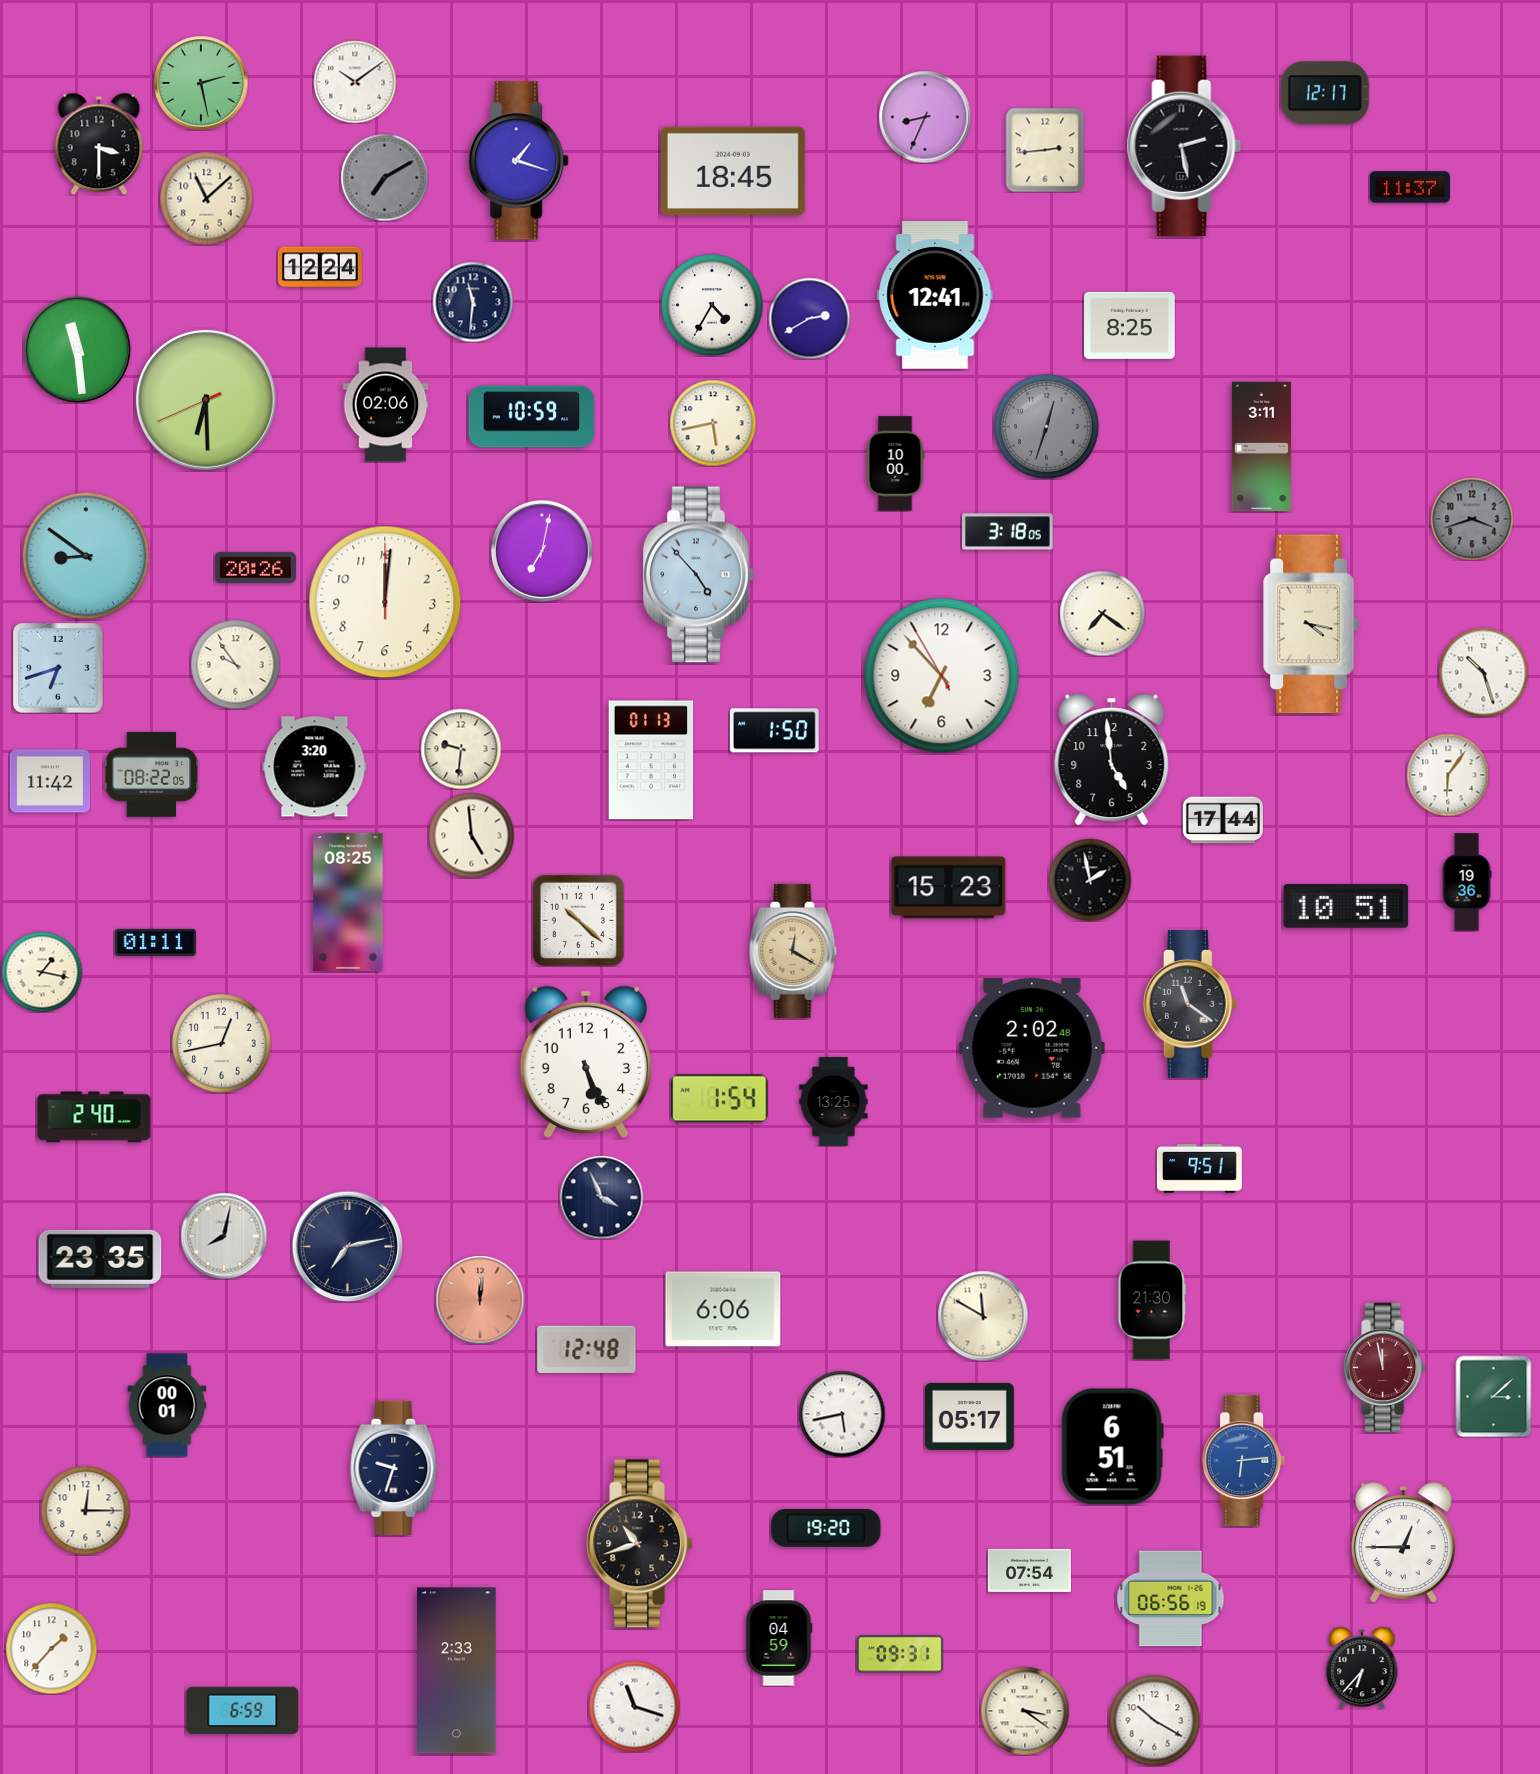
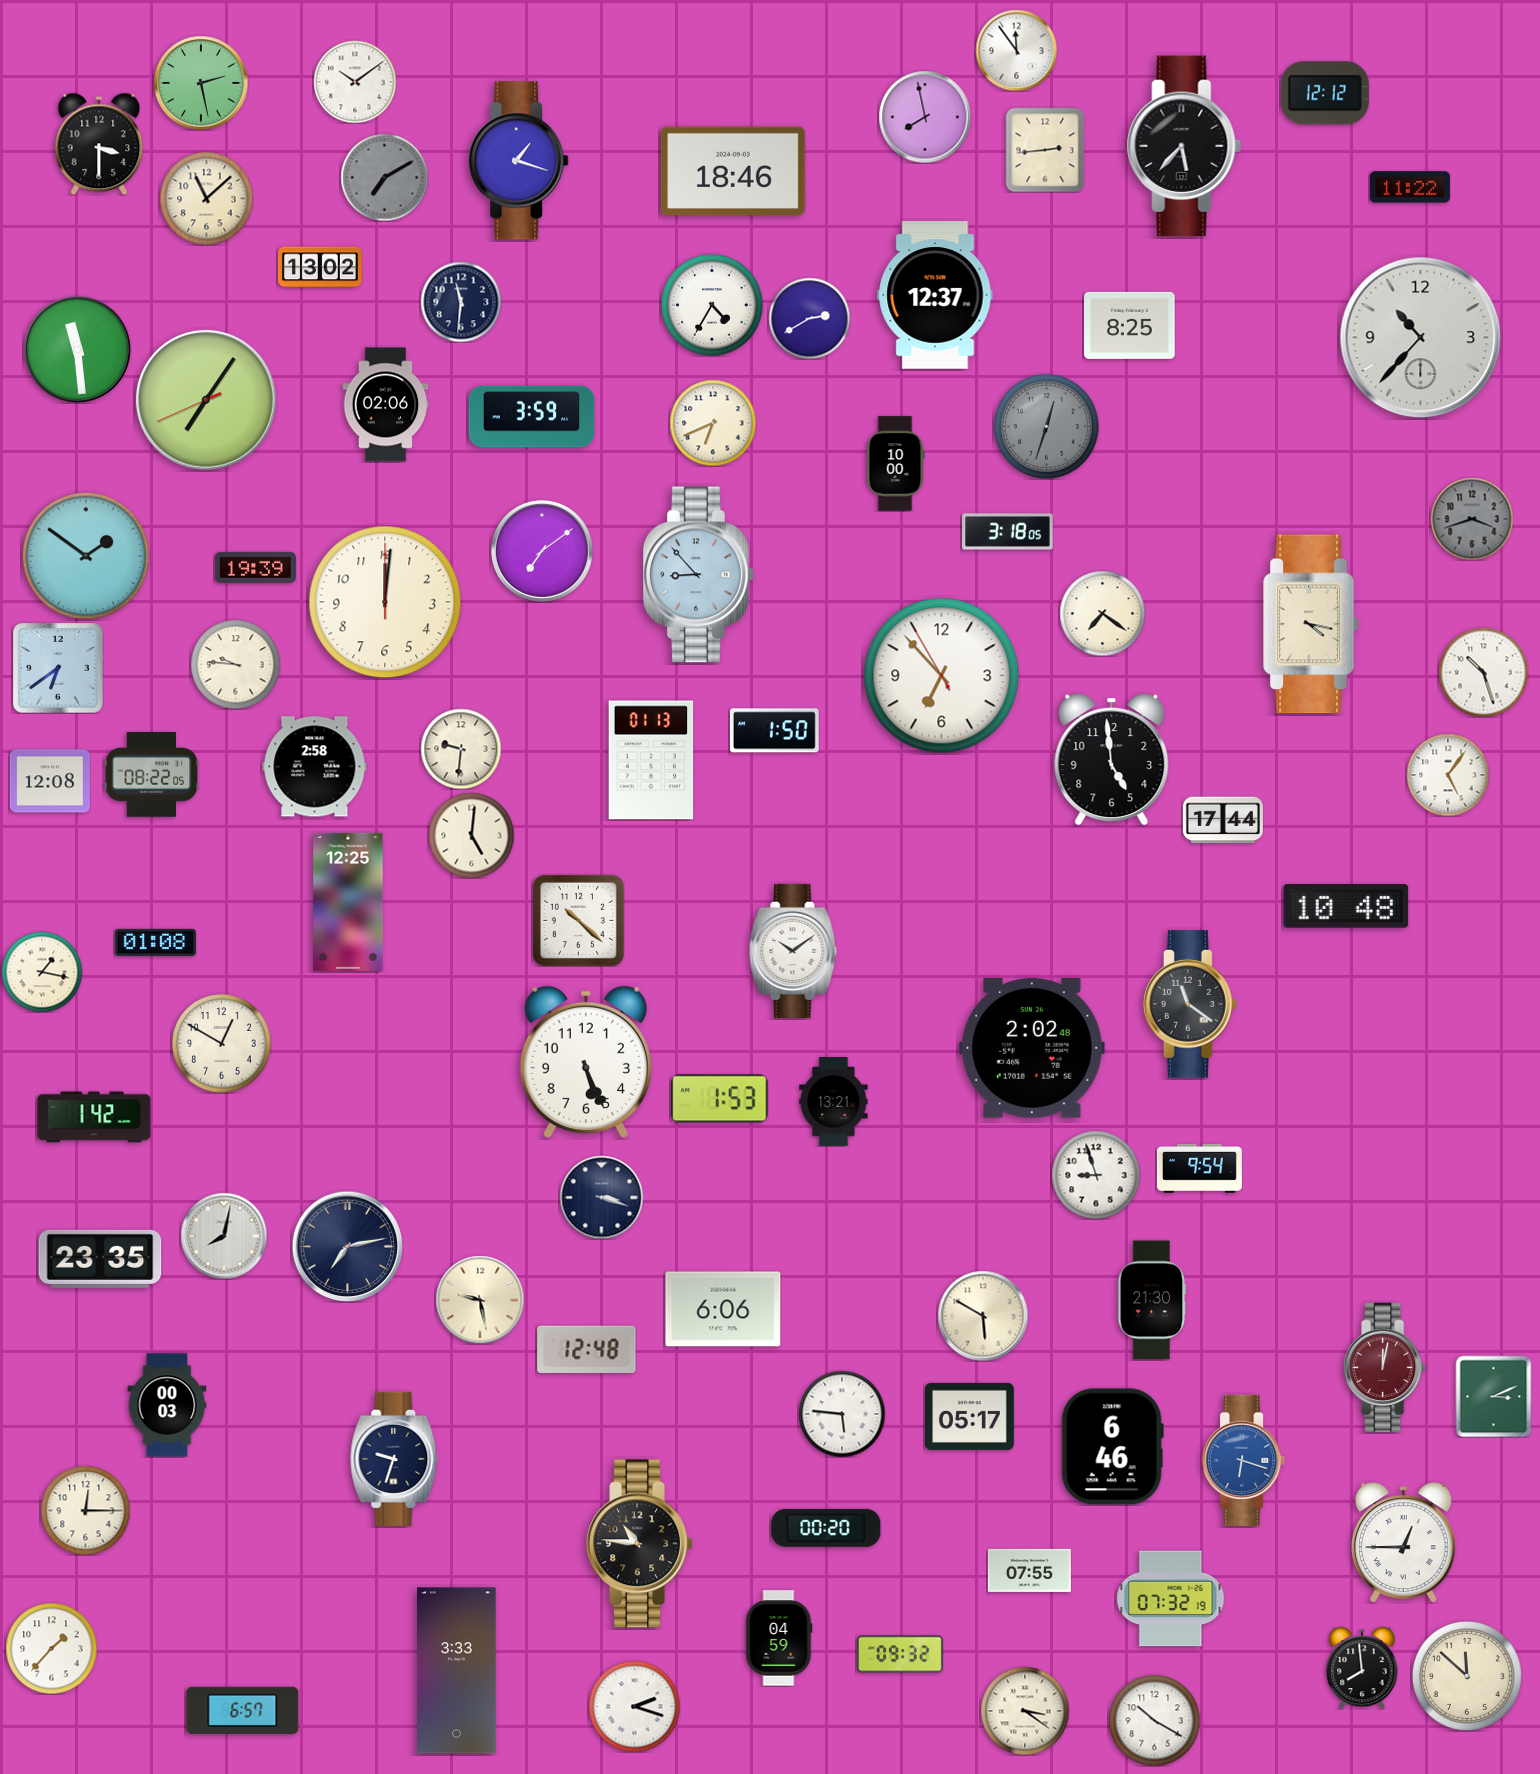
clock at (1016, 50): none -> 11:54
clock at (1325, 93): 12:17 -> 12:12
clock at (925, 117): 8:34 -> 7:58
clock at (1184, 146): 2:28 -> 5:37
clock at (733, 171): 18:45 -> 18:46
clock at (1410, 187): 11:37 -> 11:22
clock at (320, 267): 12:24 -> 13:02
clock at (935, 295): 12:41 -> 12:37
clock at (473, 302) position: (473, 302) -> (461, 302)
clock at (1421, 338): none -> 10:37
clock at (206, 400): 6:29 -> 7:05
clock at (532, 417): 10:59 -> 3:59
clock at (713, 423): 5:43 -> 6:41
clock at (1261, 447): 3:11 -> none
clock at (542, 551): 7:02 -> 7:09
clock at (85, 555): 8:51 -> 1:51
clock at (255, 567): 20:26 -> 19:39
clock at (699, 575): 4:53 -> 8:53
clock at (235, 664): 9:54 -> 9:46
clock at (58, 668): 6:42 -> 6:39
clock at (315, 767): 3:20 -> 2:58
clock at (1448, 775): 6:06 -> 5:06
clock at (50, 781): 11:42 -> 12:08
clock at (471, 835): 4:59 -> 5:01
clock at (1090, 880): 1:58 -> none
clock at (1467, 882): 19:36 -> none
clock at (949, 888): 15:23 -> none
clock at (348, 902): 08:25 -> 12:25
clock at (1346, 907): 10:51 -> 10:48
clock at (155, 942): 01:11 -> 01:08
clock at (793, 951): 12:20 -> 10:09
clock at (793, 951) dial: champagne -> white
clock at (222, 1044): 12:43 -> 12:50
clock at (720, 1099): 1:54 -> 1:53
clock at (834, 1102): 13:25 -> 13:21
clock at (94, 1117): 2:40 -> 1:42
clock at (1199, 1168): 9:51 -> 9:54
clock at (1096, 1175): none -> 8:57
clock at (601, 1197): 3:56 -> 3:18
clock at (480, 1300): 12:01 -> 9:28
clock at (480, 1300) dial: salmon -> cream
clock at (983, 1316): 11:50 -> 5:50
clock at (1385, 1368): 11:58 -> 12:02
clock at (1494, 1396): 3:08 -> 3:11
clock at (167, 1405): 00:01 -> 00:03
clock at (842, 1414): 5:43 -> 5:46
clock at (1112, 1447): 6:51 -> 6:46
clock at (1245, 1460): 6:14 -> 6:18
clock at (394, 1468) position: (394, 1468) -> (394, 1459)
clock at (826, 1528): 19:20 -> 00:20
clock at (639, 1544): 10:42 -> 10:46
clock at (1029, 1570): 07:54 -> 07:55
clock at (1171, 1599): 06:56 -> 07:32
clock at (900, 1654): 09:31 -> 09:32
clock at (1362, 1668): 6:37 -> 7:59
clock at (457, 1671): 2:33 -> 3:33
clock at (1467, 1676): none -> 11:52
clock at (634, 1706): 11:18 -> 2:18
clock at (243, 1710): 6:59 -> 6:57
